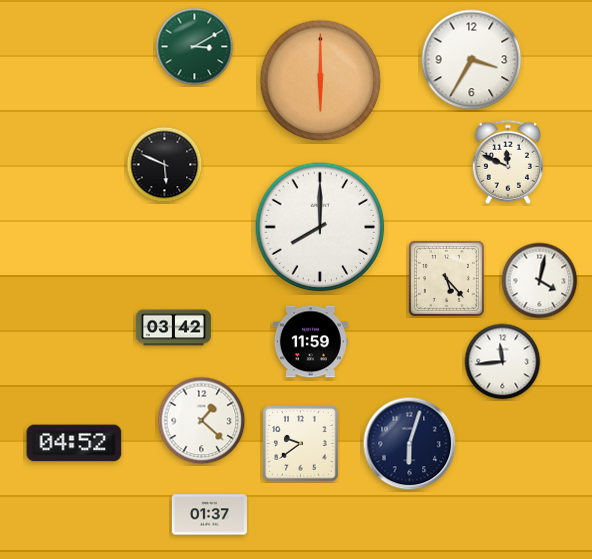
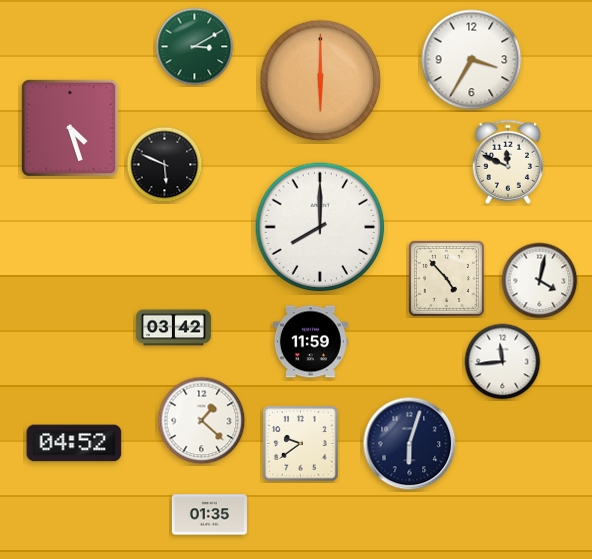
clock at (70, 128): none -> 4:27
clock at (446, 278): 5:23 -> 4:53
clock at (209, 515): 01:37 -> 01:35
